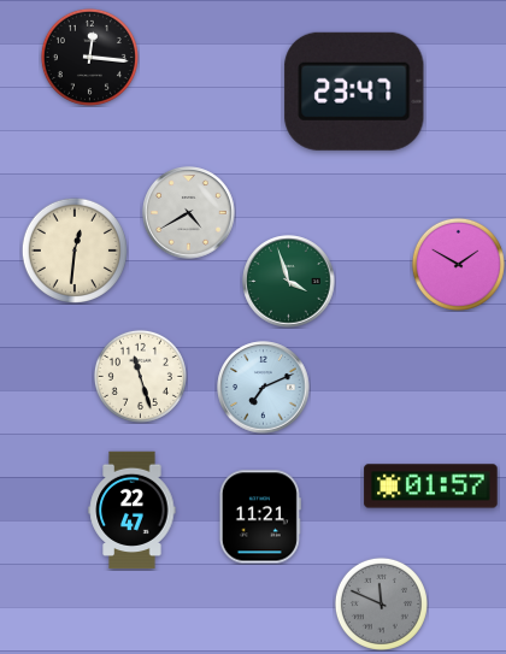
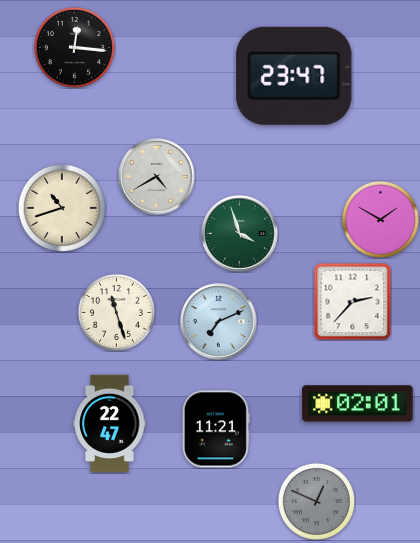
clock at (75, 251): 12:31 -> 10:42
clock at (352, 301): none -> 2:37
clock at (431, 487): 01:57 -> 02:01
clock at (381, 603): 11:49 -> 12:49
